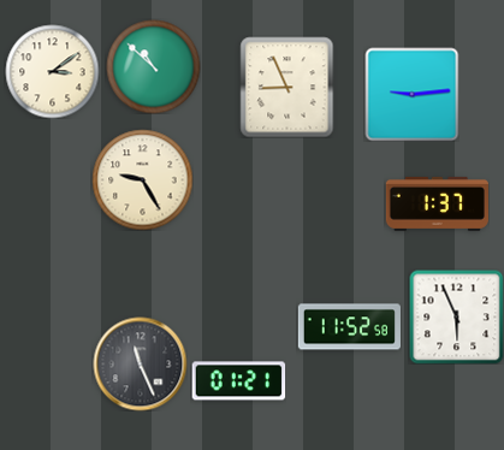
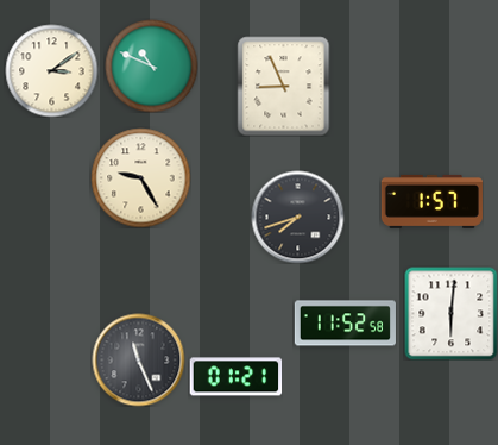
clock at (153, 66): 10:52 -> 10:49
clock at (411, 94): 9:14 -> none
clock at (437, 203): 1:37 -> 1:57
clock at (297, 217): none -> 7:42
clock at (456, 316): 5:56 -> 6:01
